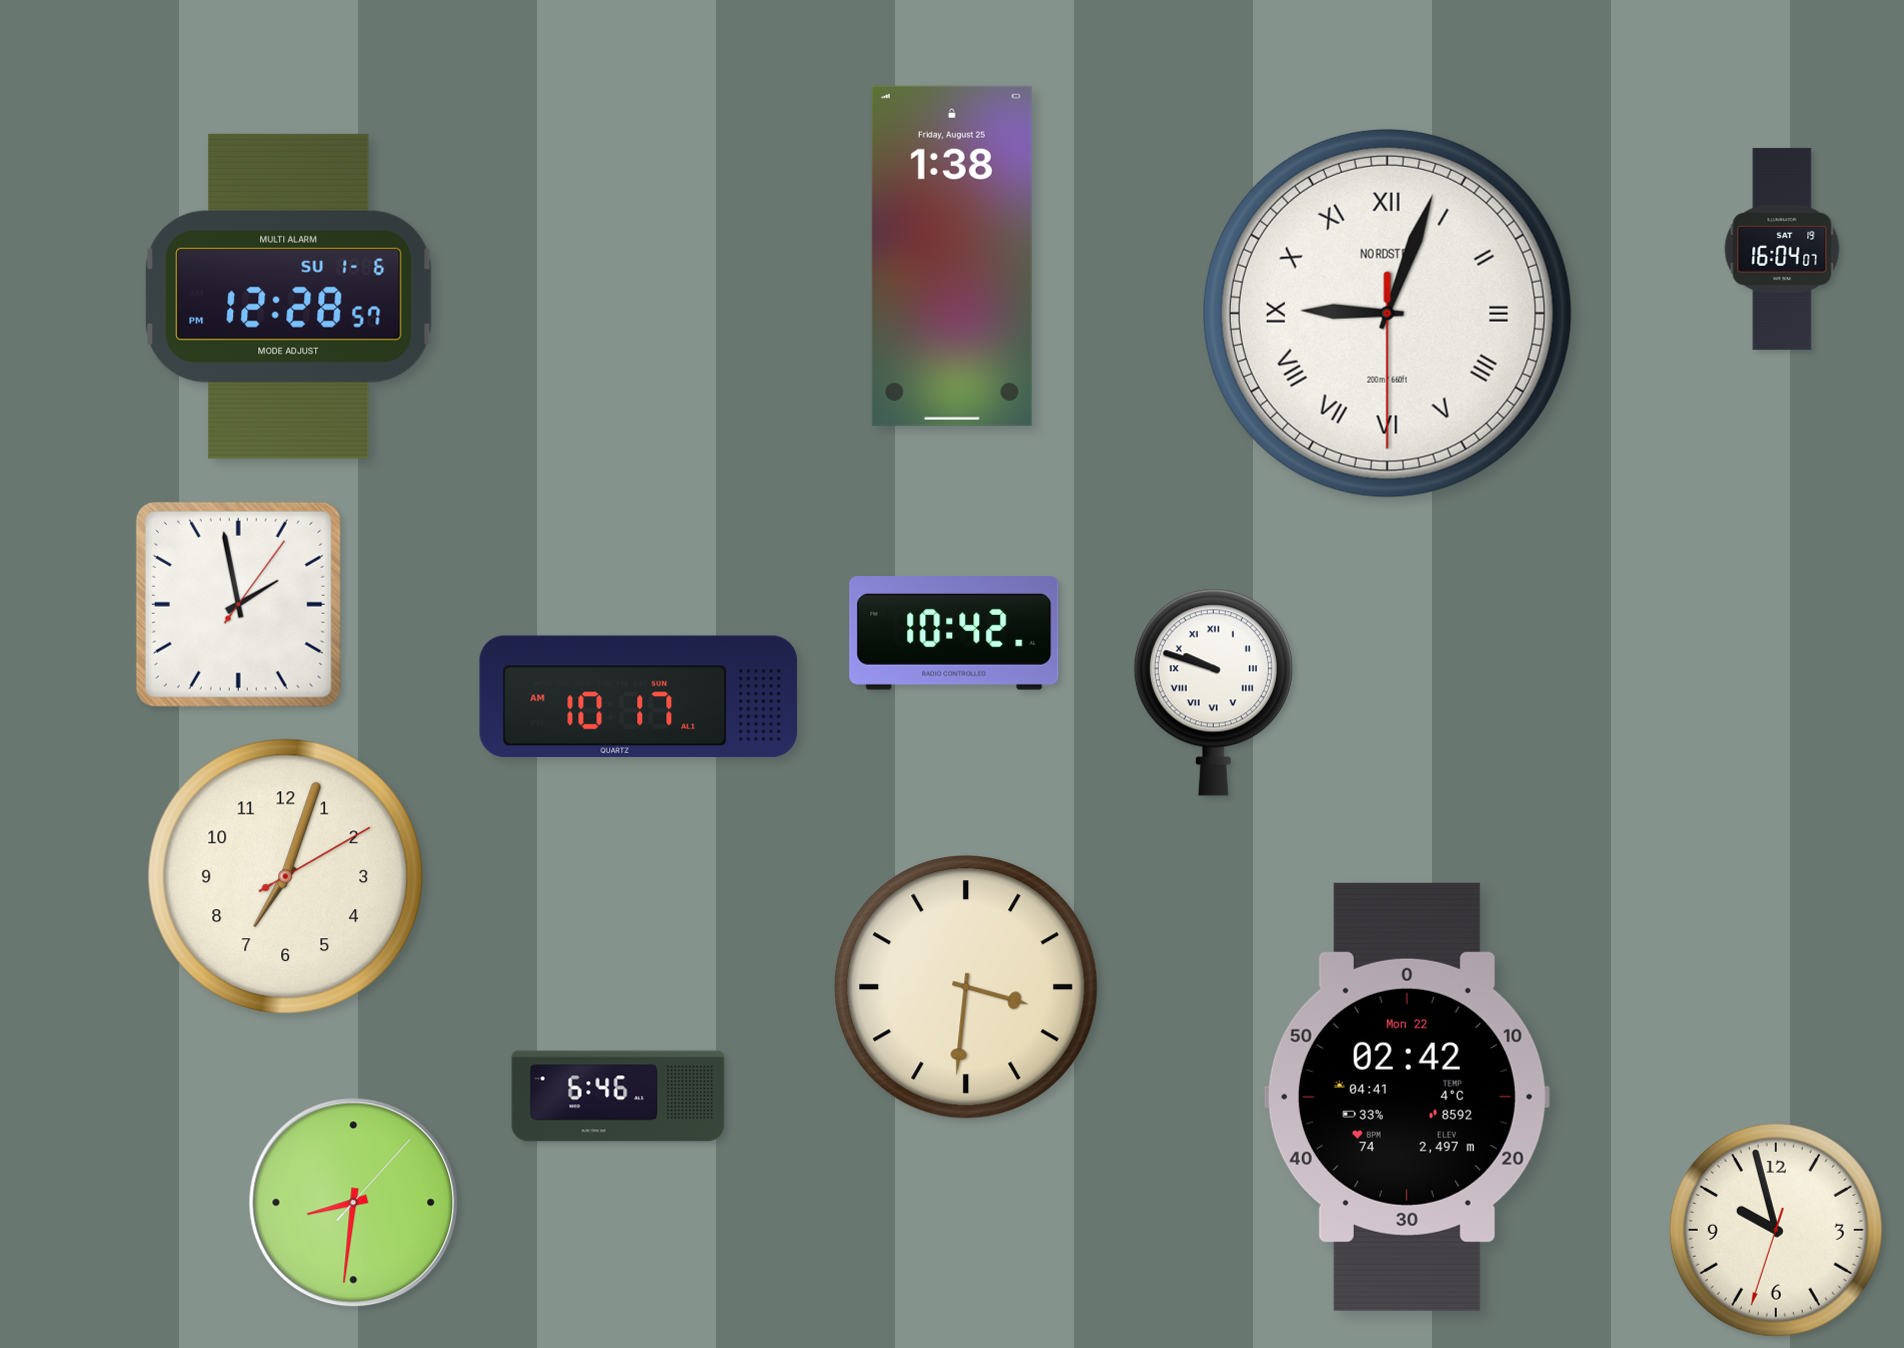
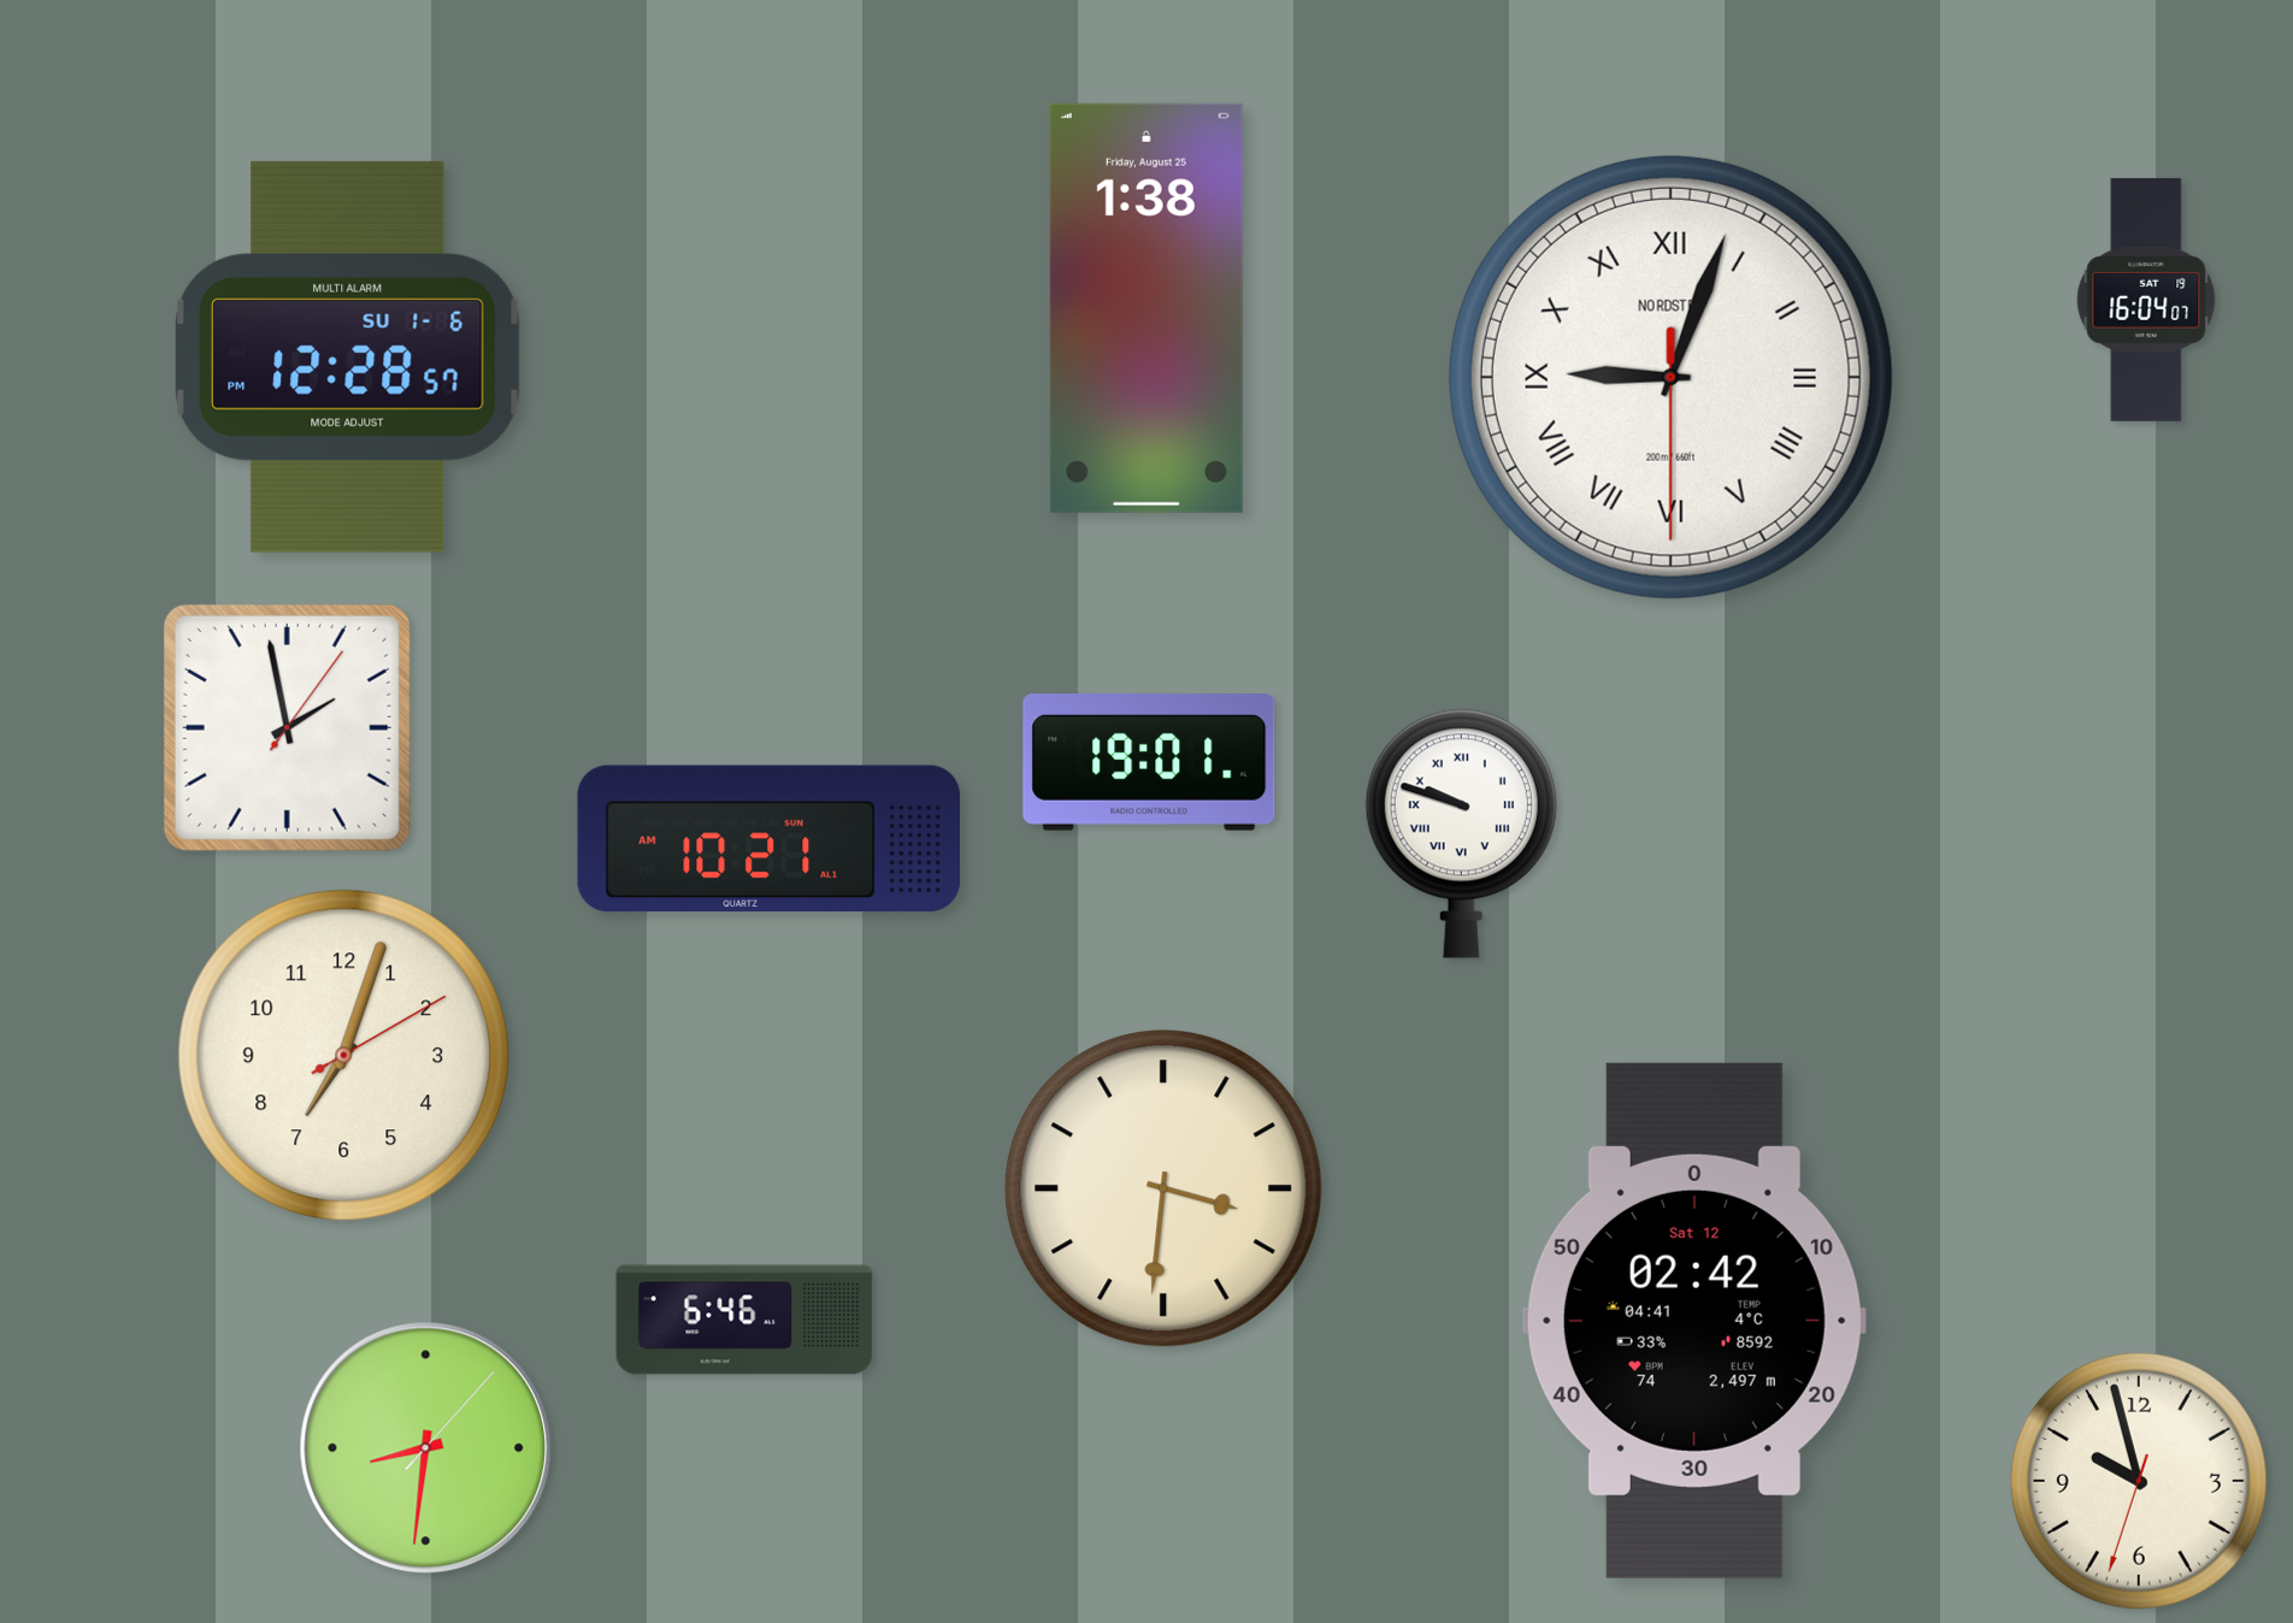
clock at (954, 634): 10:42 -> 19:01
clock at (639, 696): 10:17 -> 10:21
clock at (1407, 1097) date: Mon 22 -> Sat 12
